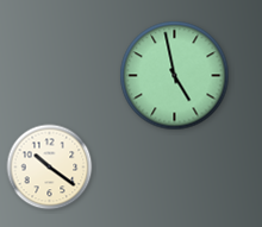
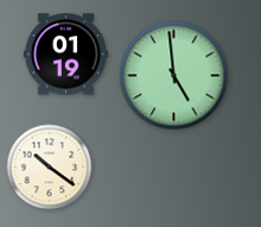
clock at (65, 55): none -> 01:19
clock at (175, 76): 4:58 -> 4:59
